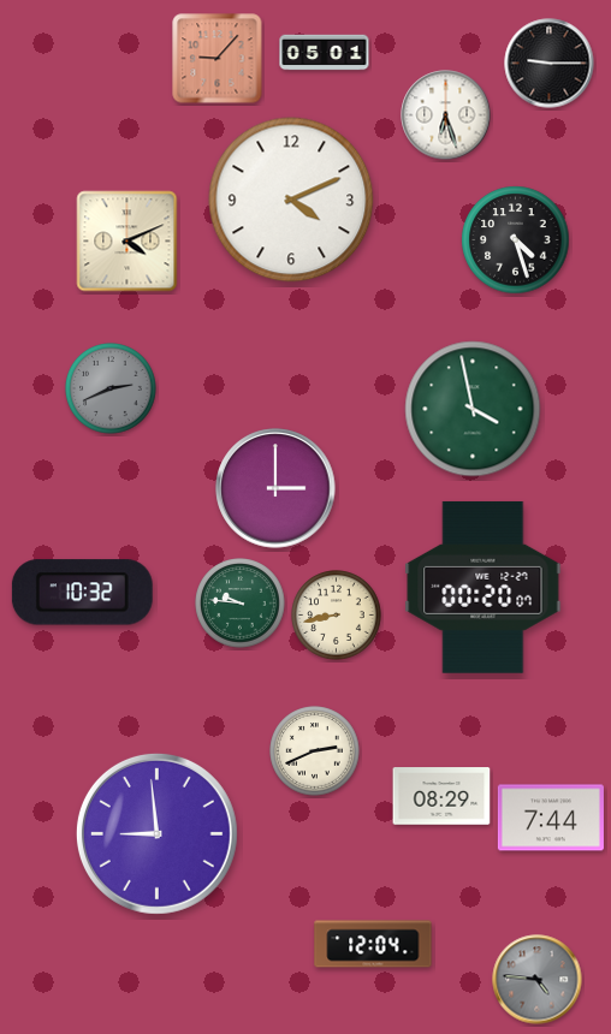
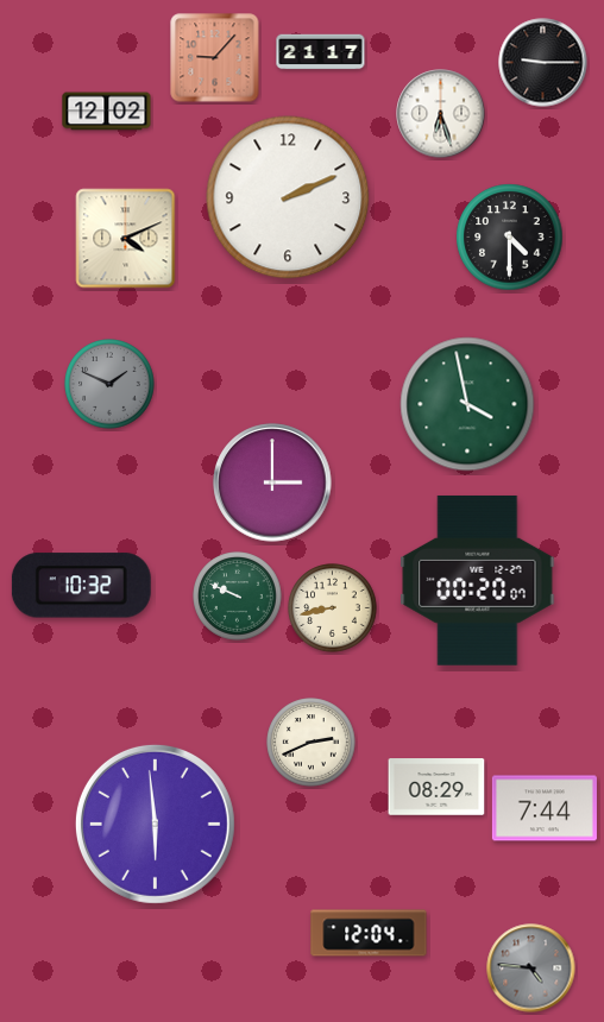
clock at (325, 53): 05:01 -> 21:17
clock at (107, 112): none -> 12:02
clock at (291, 200): 4:11 -> 2:11
clock at (516, 240): 4:27 -> 4:30
clock at (111, 388): 2:41 -> 1:49
clock at (241, 604): 9:46 -> 9:49
clock at (156, 833): 8:59 -> 5:59
